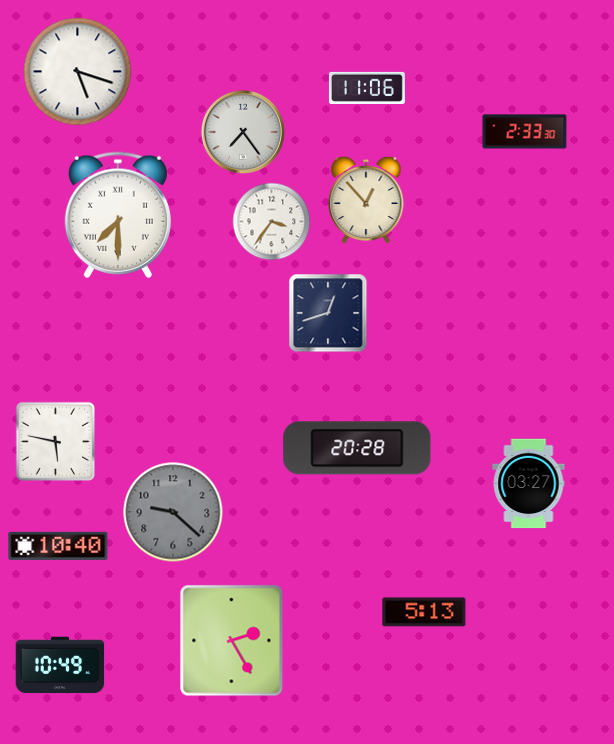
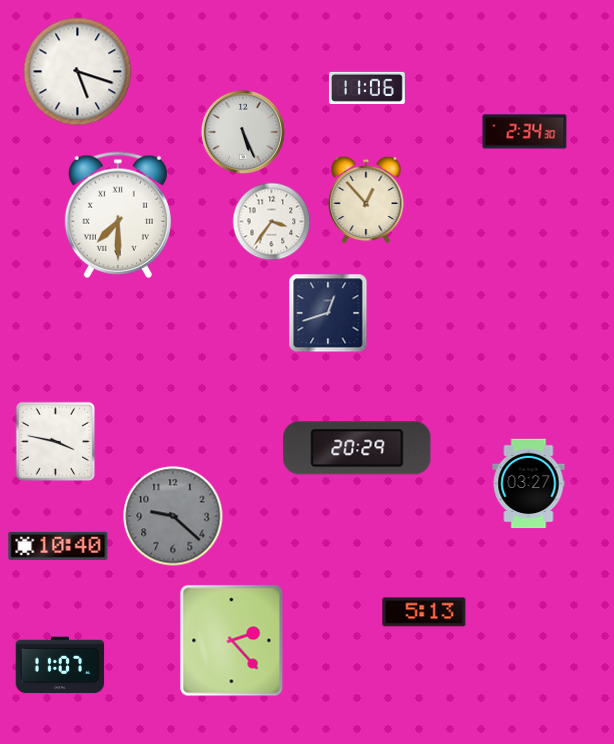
clock at (243, 132): 7:24 -> 5:26
clock at (525, 132): 2:33 -> 2:34
clock at (55, 441): 5:47 -> 3:47
clock at (357, 448): 20:28 -> 20:29
clock at (173, 512) position: (173, 512) -> (173, 516)
clock at (232, 641): 2:25 -> 2:23
clock at (60, 665): 10:49 -> 11:07
